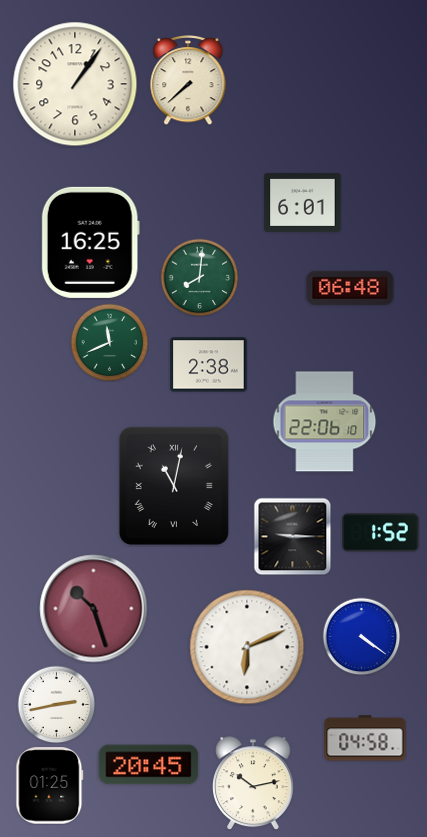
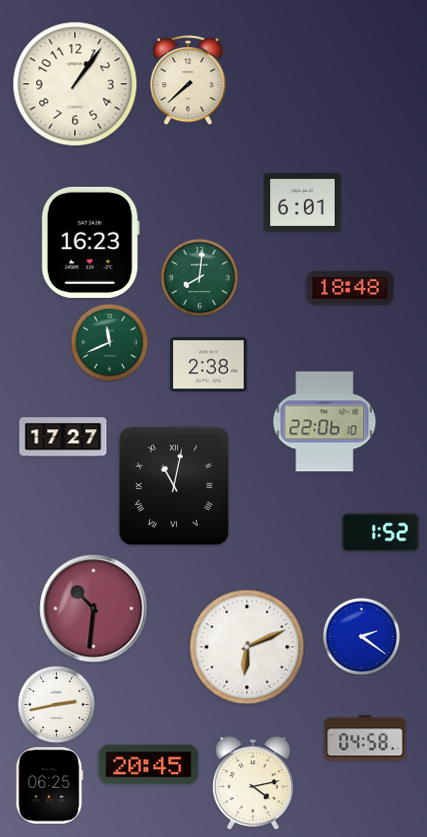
clock at (90, 242): 16:25 -> 16:23
clock at (350, 288): 06:48 -> 18:48
clock at (63, 437): none -> 17:27
clock at (292, 536): 9:15 -> none
clock at (94, 609): 10:27 -> 10:31
clock at (361, 636): 4:21 -> 2:21
clock at (253, 783): 10:13 -> 4:13
clock at (50, 786): 01:25 -> 06:25
